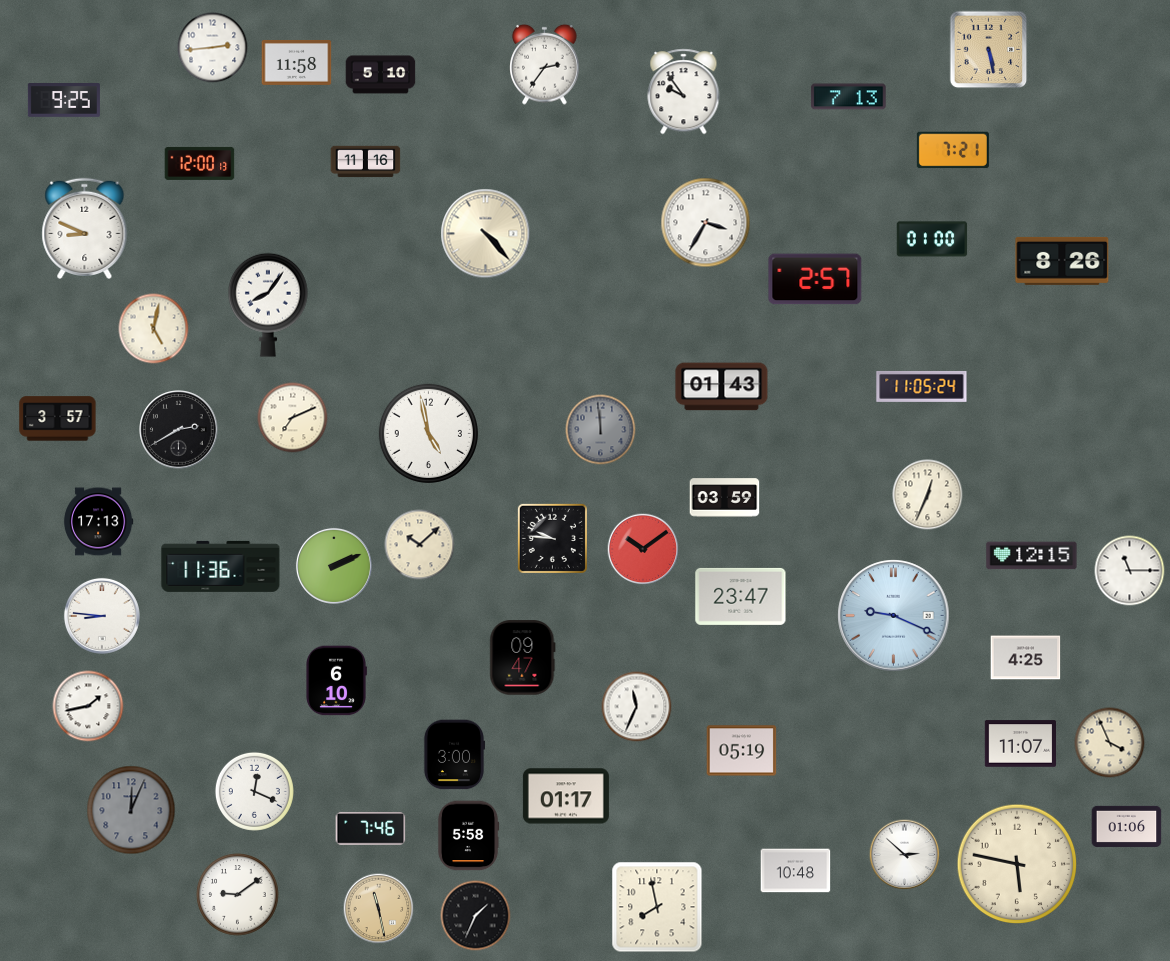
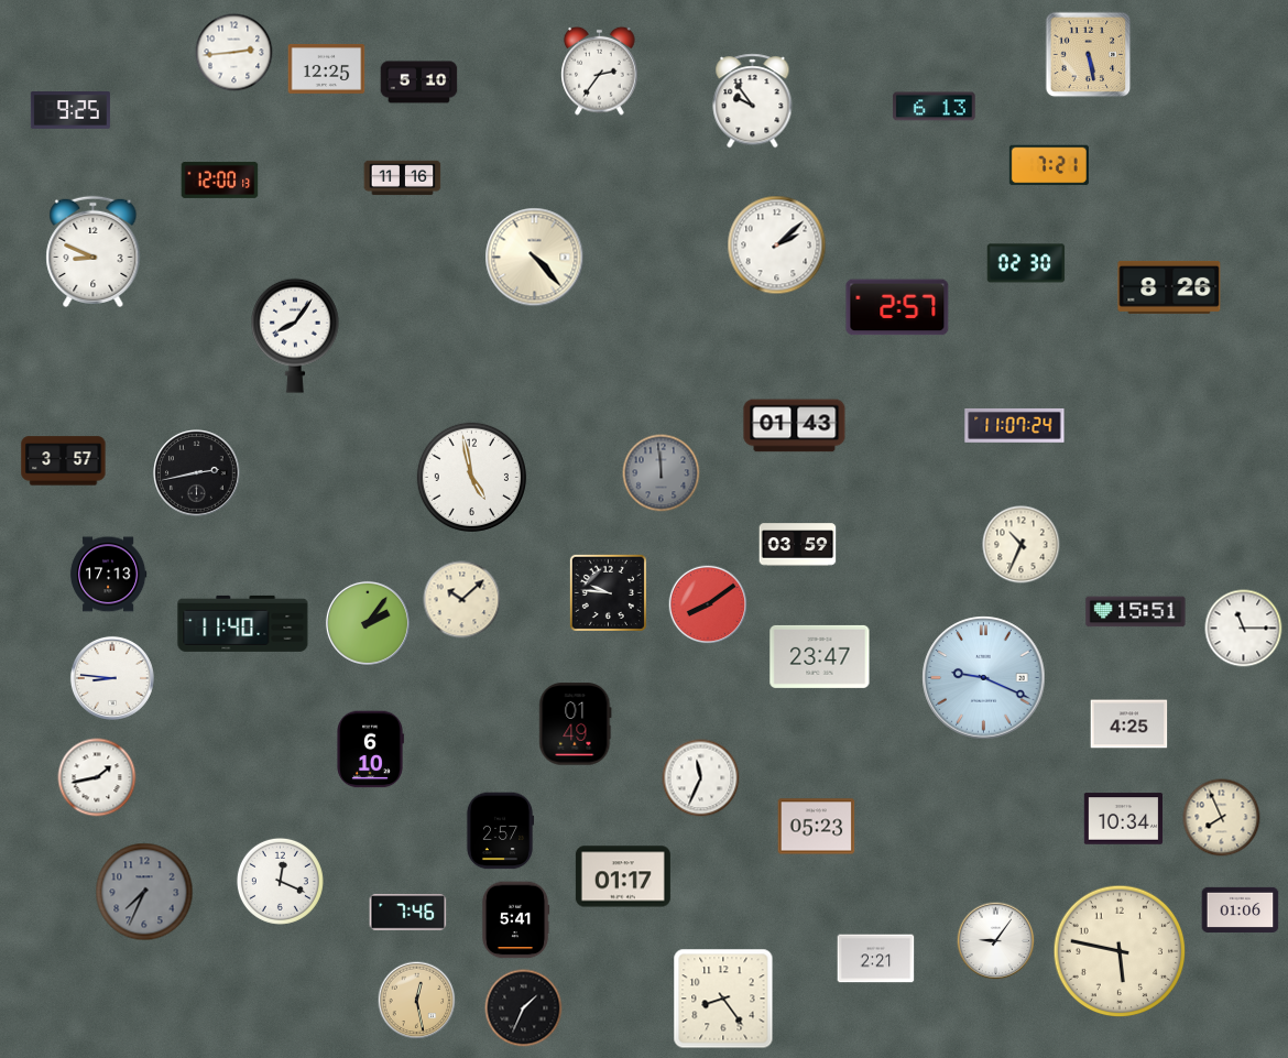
clock at (297, 62): 11:58 -> 12:25
clock at (849, 97): 7:13 -> 6:13
clock at (706, 223): 3:35 -> 2:08
clock at (932, 239): 01:00 -> 02:30
clock at (154, 329): 5:02 -> none
clock at (922, 386): 11:05 -> 11:07
clock at (293, 418): 7:11 -> none
clock at (179, 430): 2:40 -> 2:43
clock at (928, 495): 12:34 -> 10:34
clock at (725, 498) position: (725, 498) -> (798, 545)
clock at (643, 549): 10:09 -> 8:09
clock at (1032, 556): 12:15 -> 15:51
clock at (221, 566): 11:36 -> 11:40
clock at (334, 566): 2:11 -> 2:06
clock at (741, 596) position: (741, 596) -> (820, 656)
clock at (523, 658): 09:47 -> 01:49
clock at (1110, 743): 3:56 -> 7:56
clock at (1021, 744): 11:07 -> 10:34
clock at (742, 751): 05:19 -> 05:23
clock at (454, 755): 3:00 -> 2:57
clock at (254, 791) position: (254, 791) -> (280, 881)
clock at (131, 810): 12:04 -> 7:34
clock at (468, 836): 5:58 -> 5:41
clock at (905, 855): 2:52 -> 9:06
clock at (796, 871): 10:48 -> 2:21
clock at (238, 895): 9:09 -> none
clock at (657, 907): 7:58 -> 8:24
clock at (379, 909): 11:28 -> 12:28
